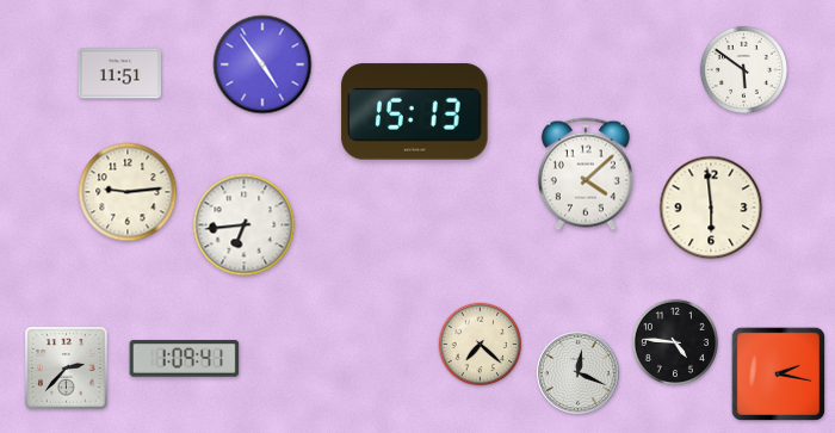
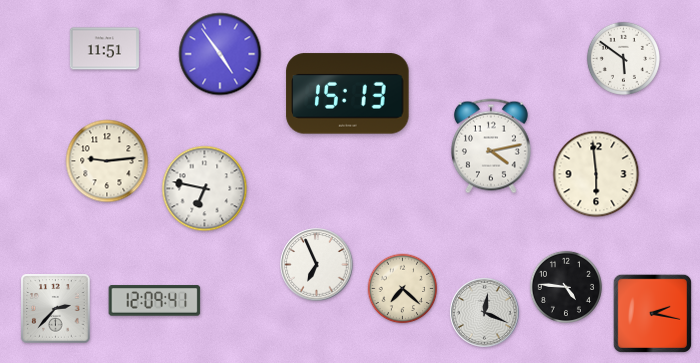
clock at (119, 74) position: (119, 74) -> (104, 49)
clock at (586, 174): 4:08 -> 4:13
clock at (245, 225): 6:44 -> 6:47
clock at (317, 265): none -> 6:56
clock at (185, 359): 1:09 -> 12:09
